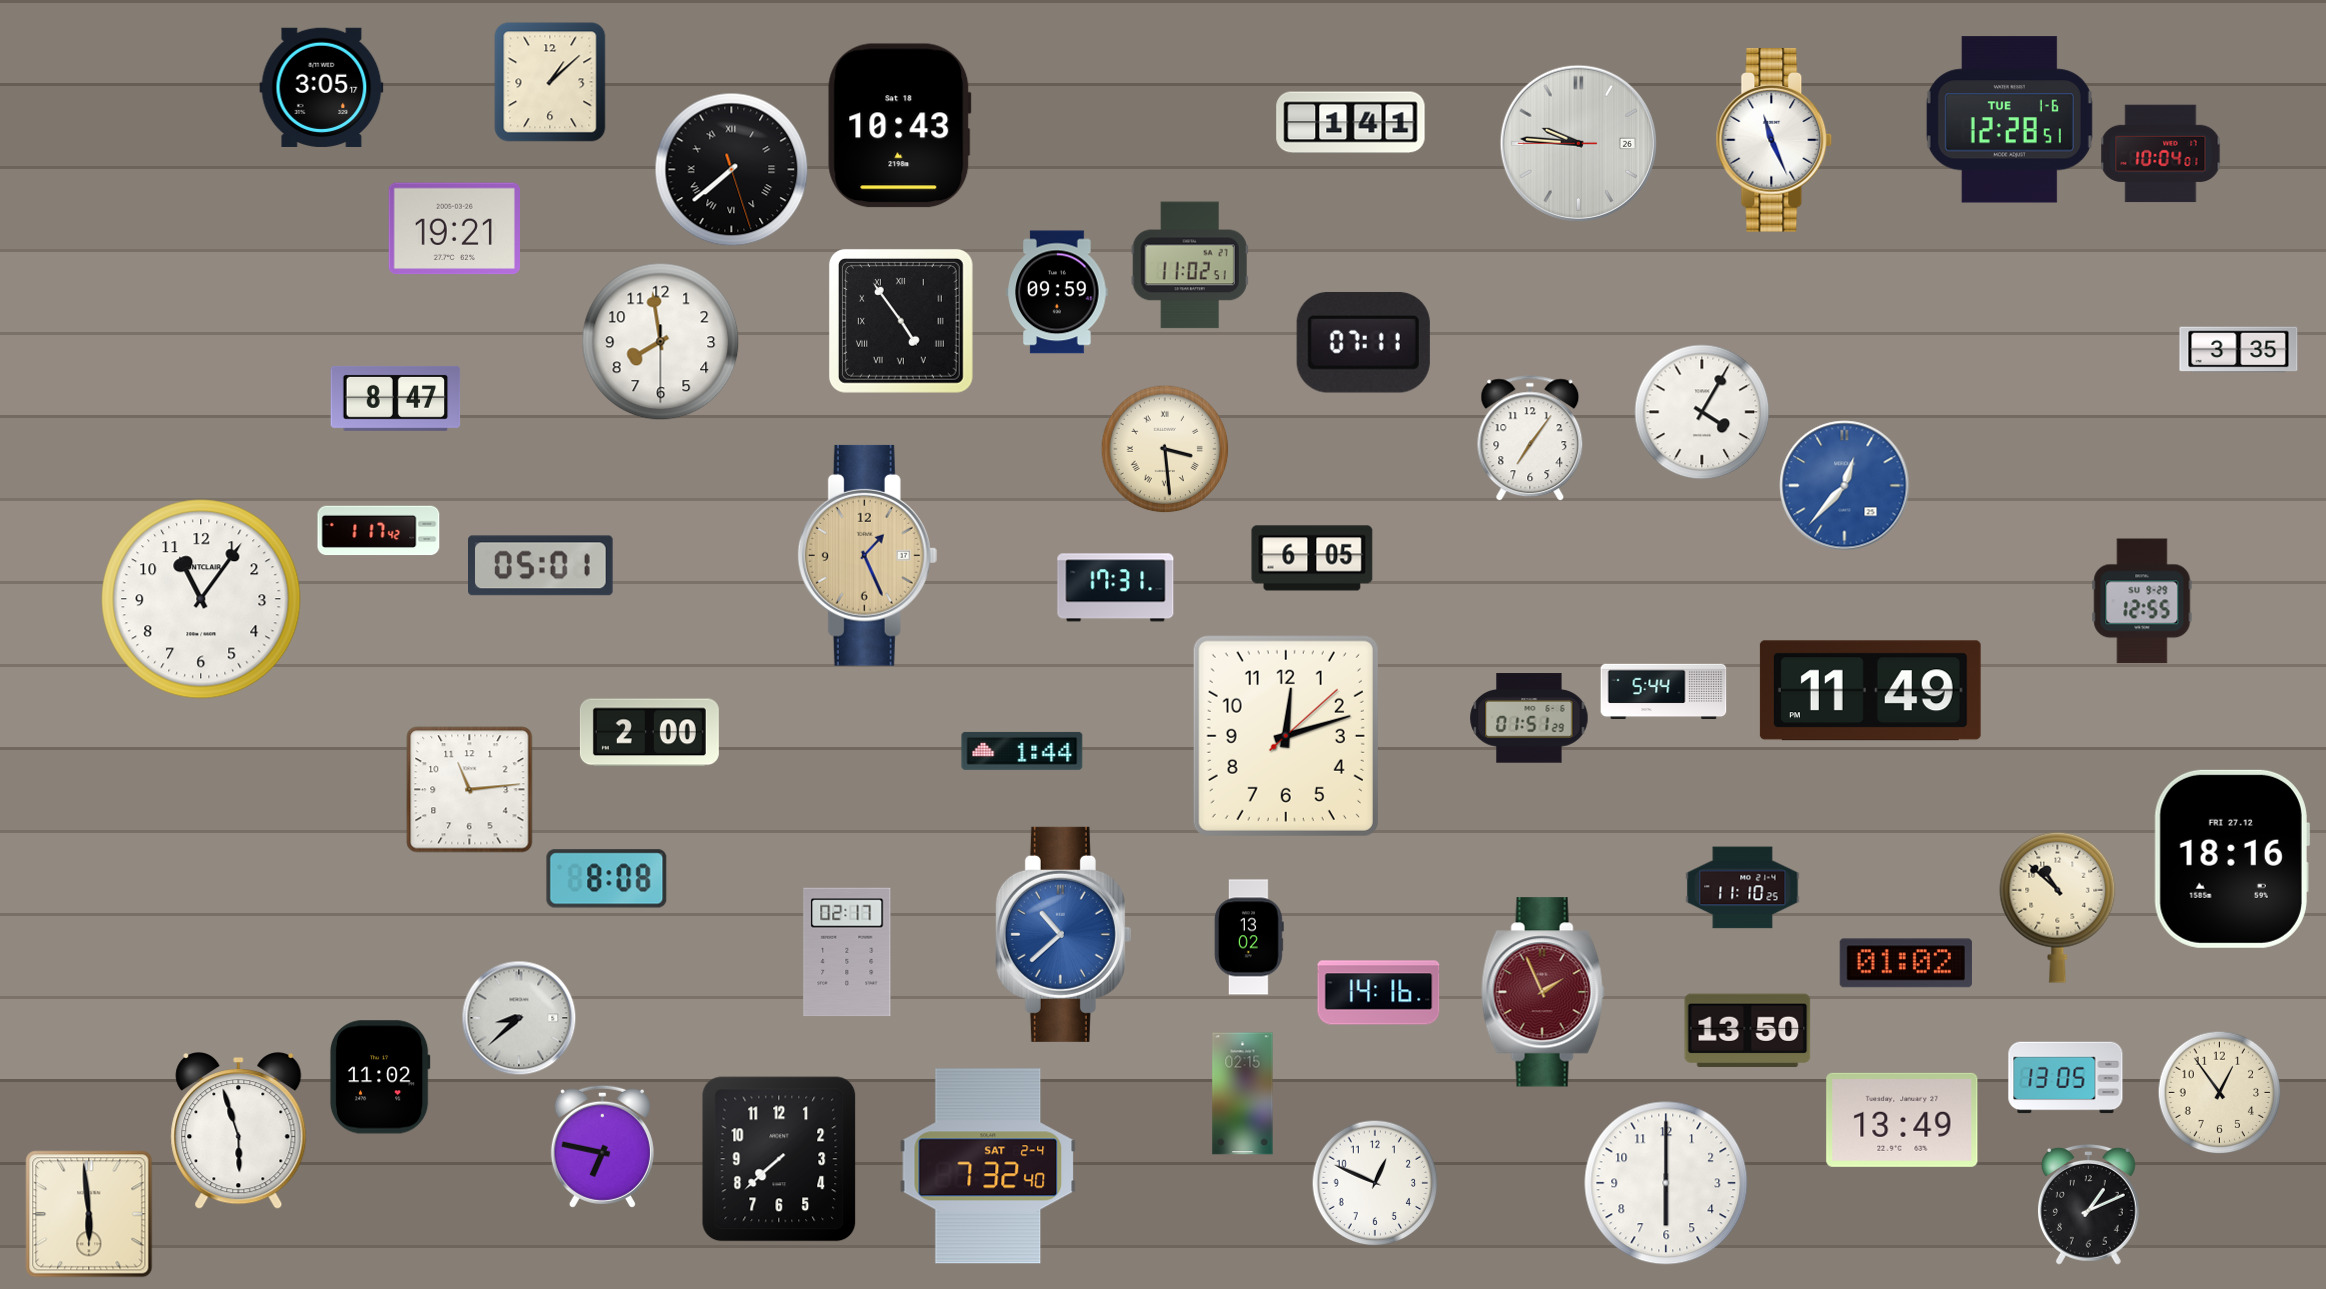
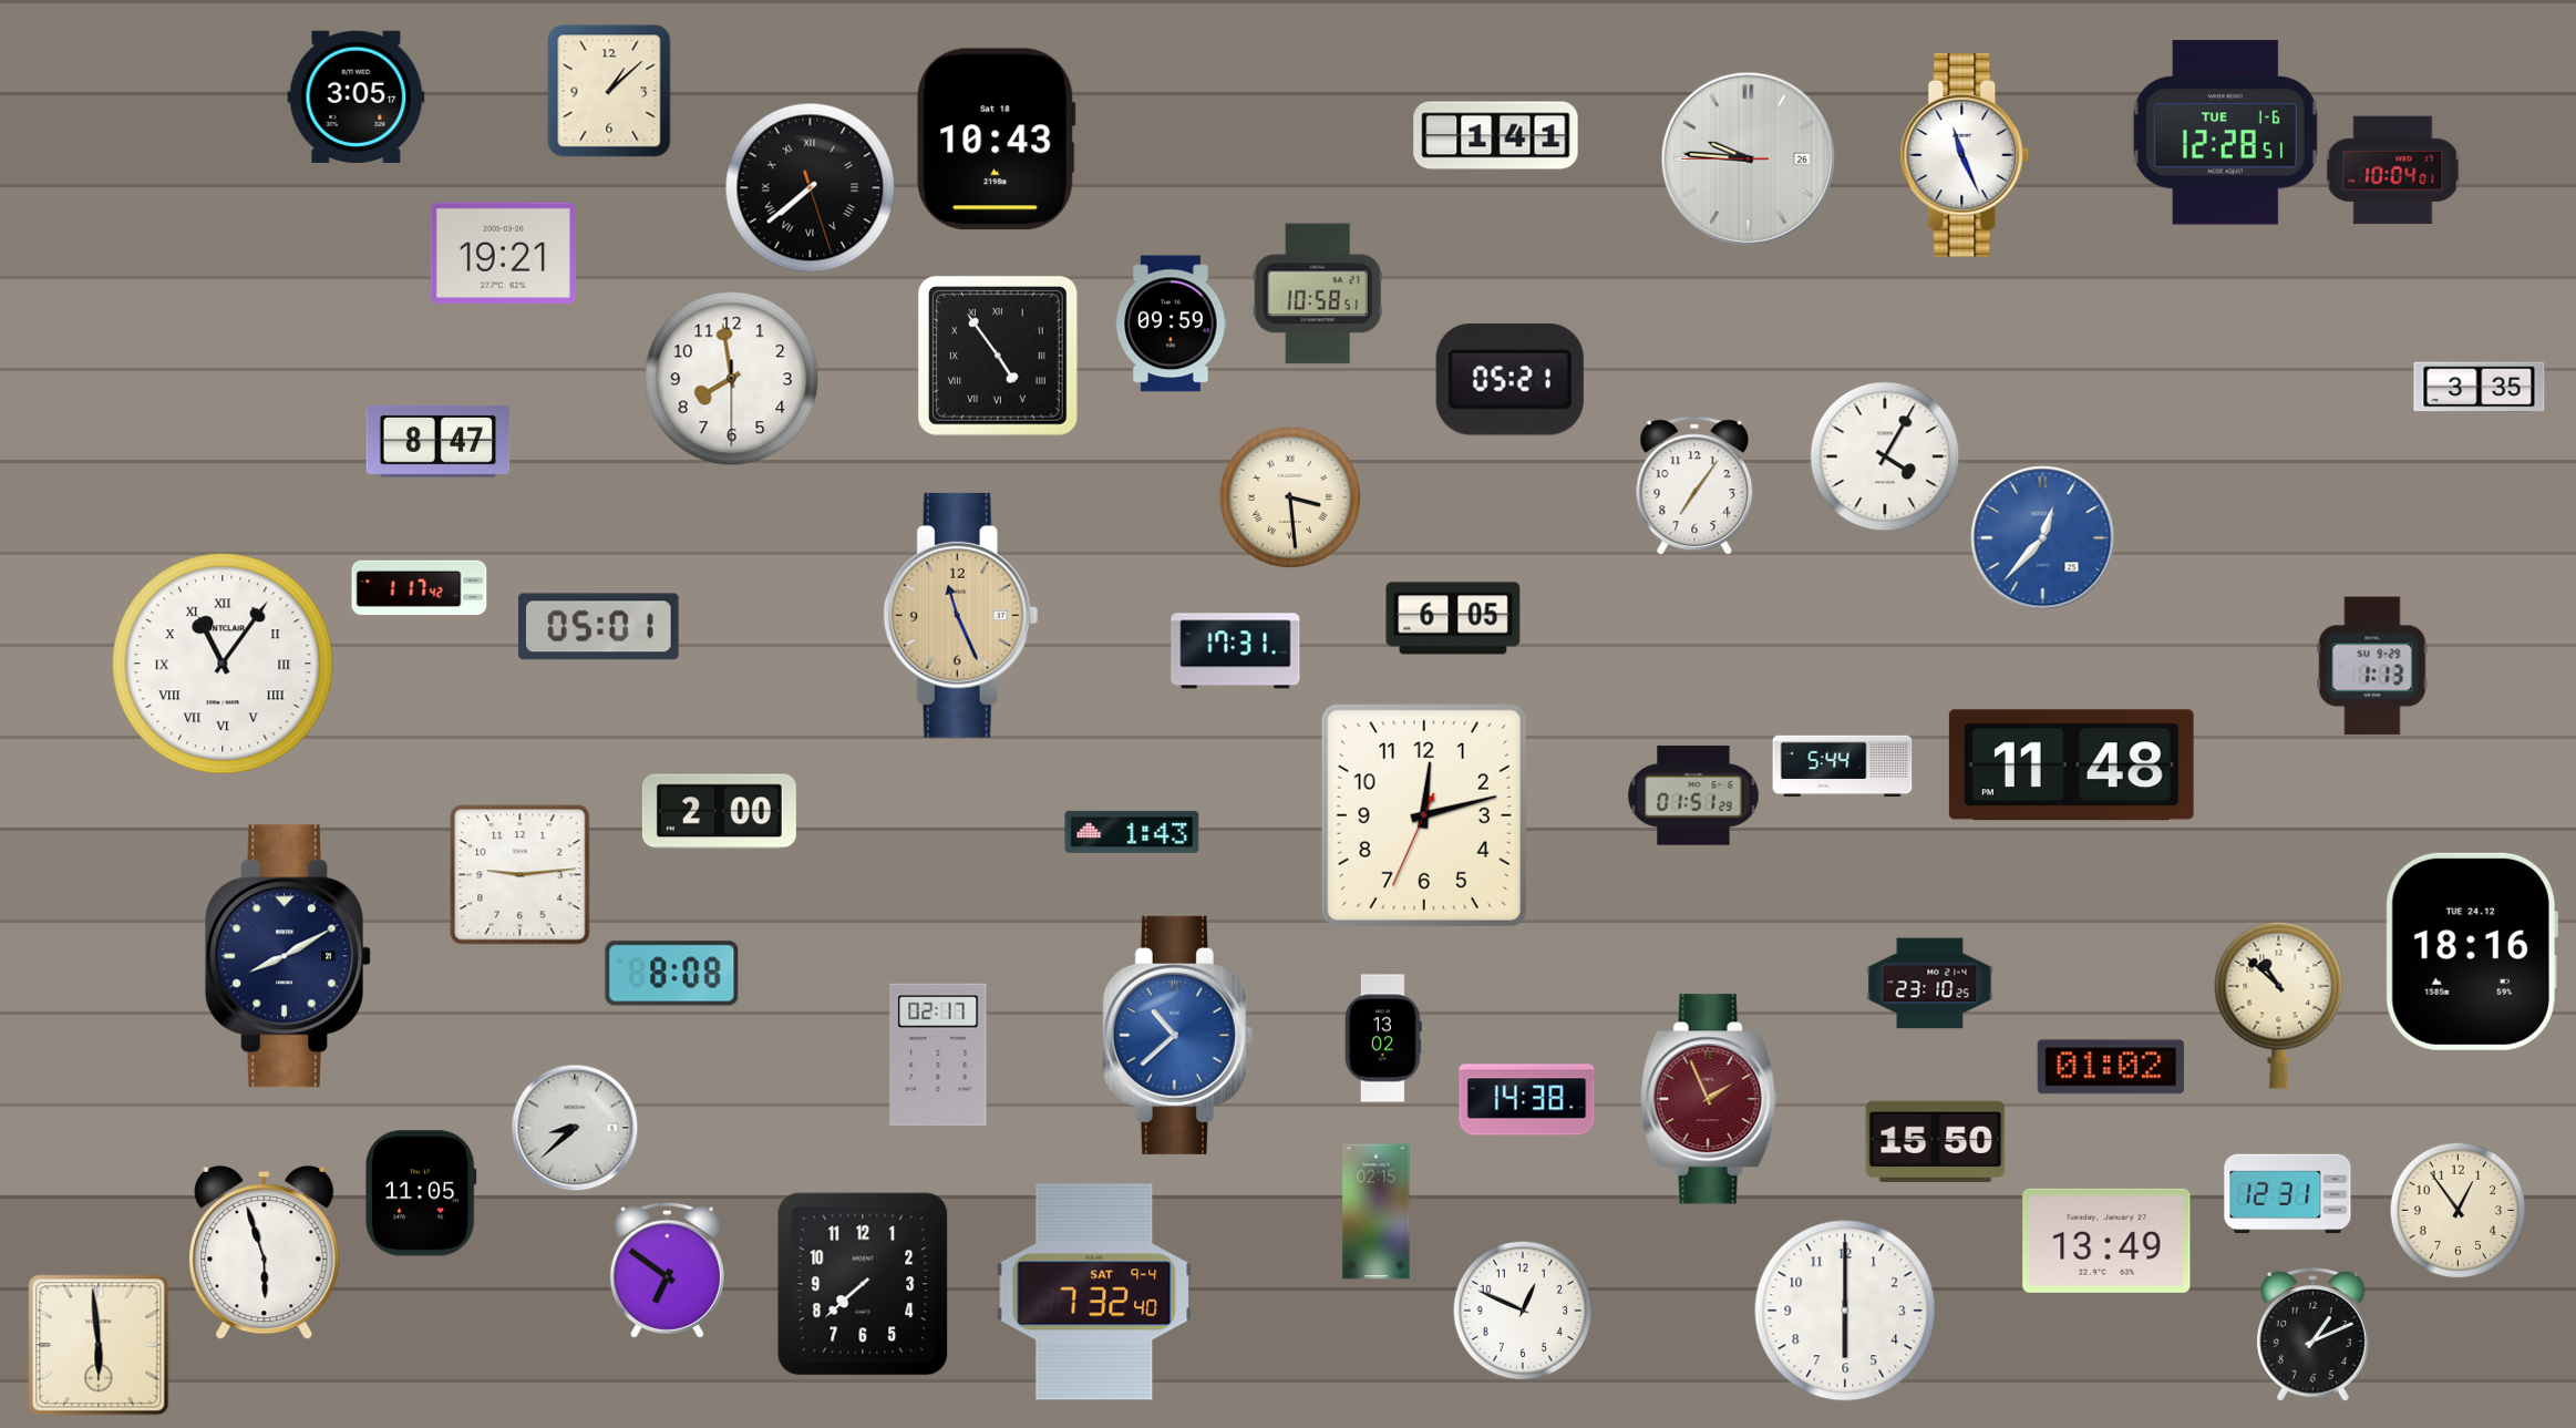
clock at (1190, 265): 11:02 -> 10:58
clock at (1363, 342): 07:11 -> 05:21
clock at (868, 555): 1:26 -> 11:26
clock at (201, 599) numerals: Arabic -> Roman
clock at (2142, 601): 12:55 -> 1:13
clock at (1870, 691): 11:49 -> 11:48
clock at (1286, 736): 12:12:08 -> 12:12:34
clock at (1022, 751): 1:44 -> 1:43
clock at (470, 790): 11:14 -> 9:14
clock at (2232, 859) date: FRI 27.12 -> TUE 24.12
clock at (288, 956): none -> 8:10
clock at (1743, 888): 11:10 -> 23:10
clock at (1379, 993): 14:16 -> 14:38
clock at (1748, 1031): 13:50 -> 15:50
clock at (380, 1077): 11:02 -> 11:05
clock at (2066, 1078): 13:05 -> 12:31
clock at (602, 1146): 6:47 -> 6:51
clock at (988, 1166) date: SAT 2-4 -> SAT 9-4
